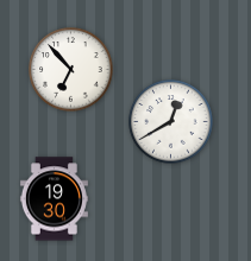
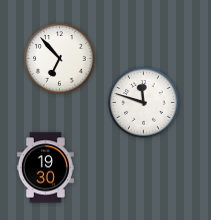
clock at (171, 122): 12:40 -> 11:48
